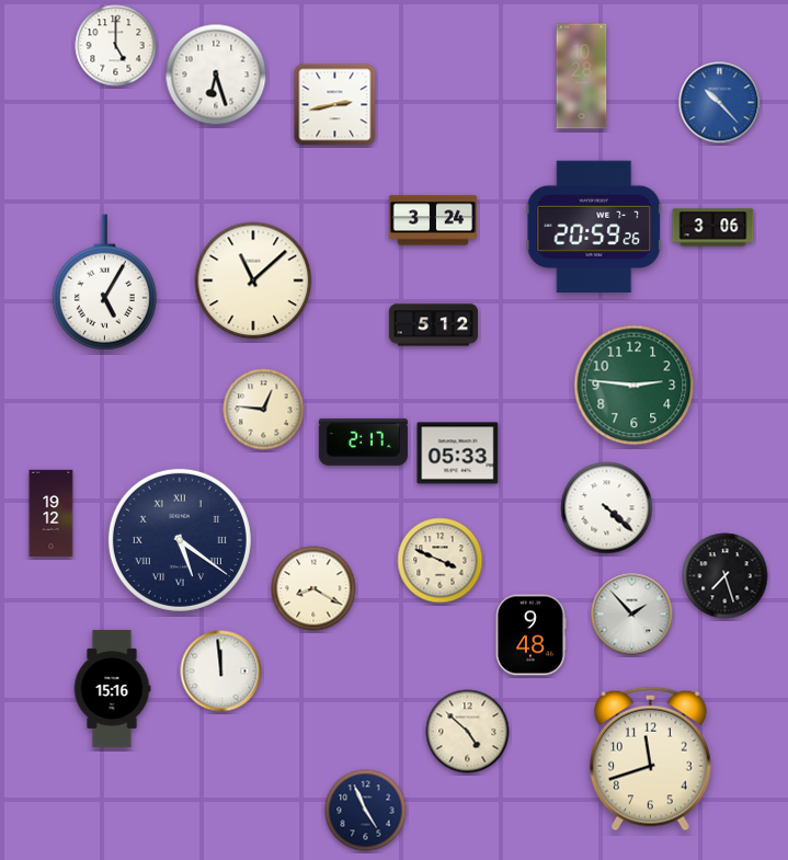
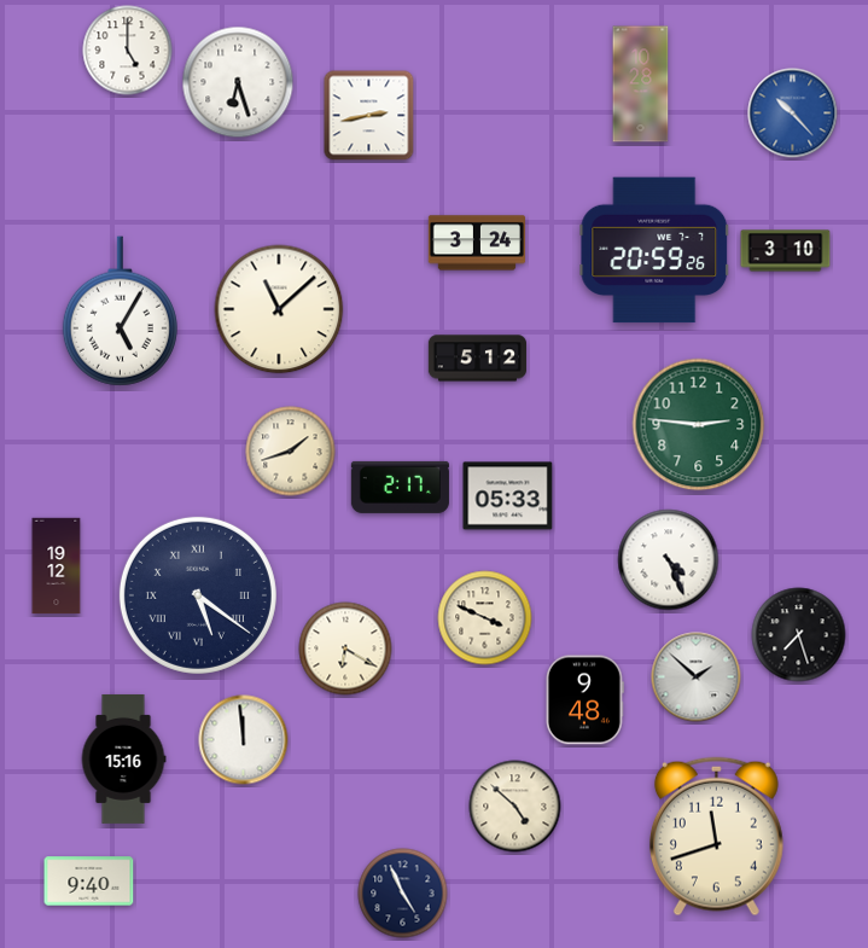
clock at (713, 228): 3:06 -> 3:10
clock at (104, 283) position: (104, 283) -> (120, 312)
clock at (264, 410): 12:46 -> 1:42
clock at (458, 454) position: (458, 454) -> (508, 496)
clock at (607, 508): 4:22 -> 4:26
clock at (313, 588): 8:20 -> 6:20
clock at (632, 615): 1:53 -> 1:52
clock at (89, 882): none -> 9:40
